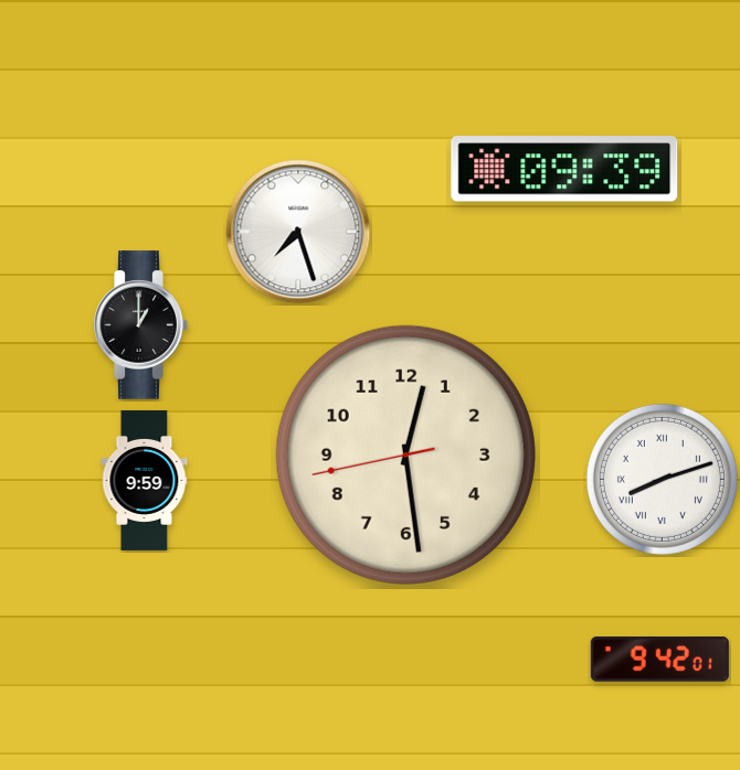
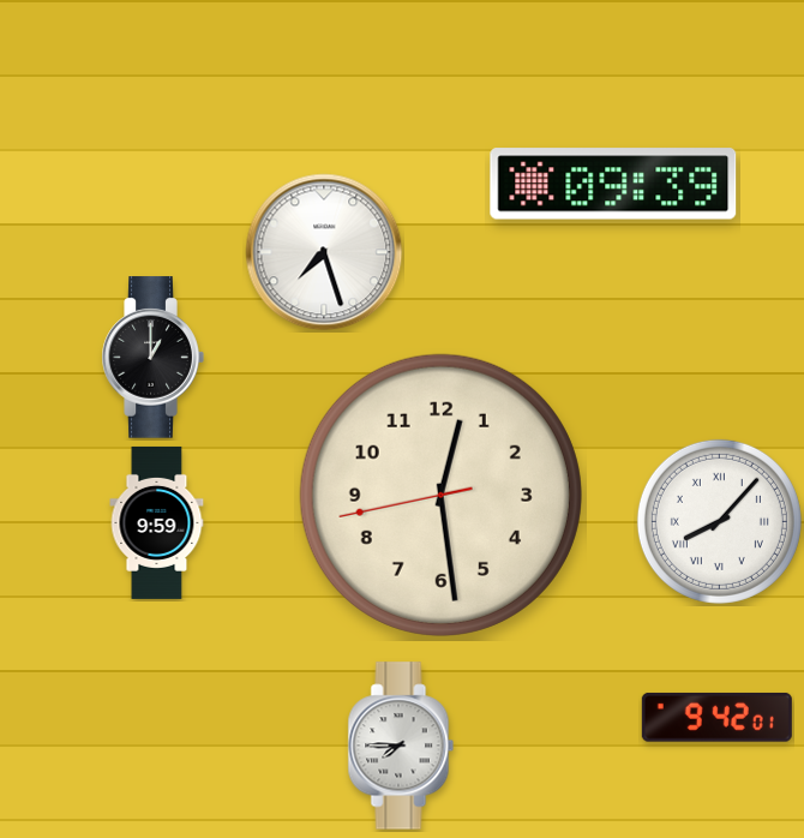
clock at (140, 325) position: (140, 325) -> (152, 358)
clock at (662, 479): 8:12 -> 8:07
clock at (401, 746): none -> 7:45
